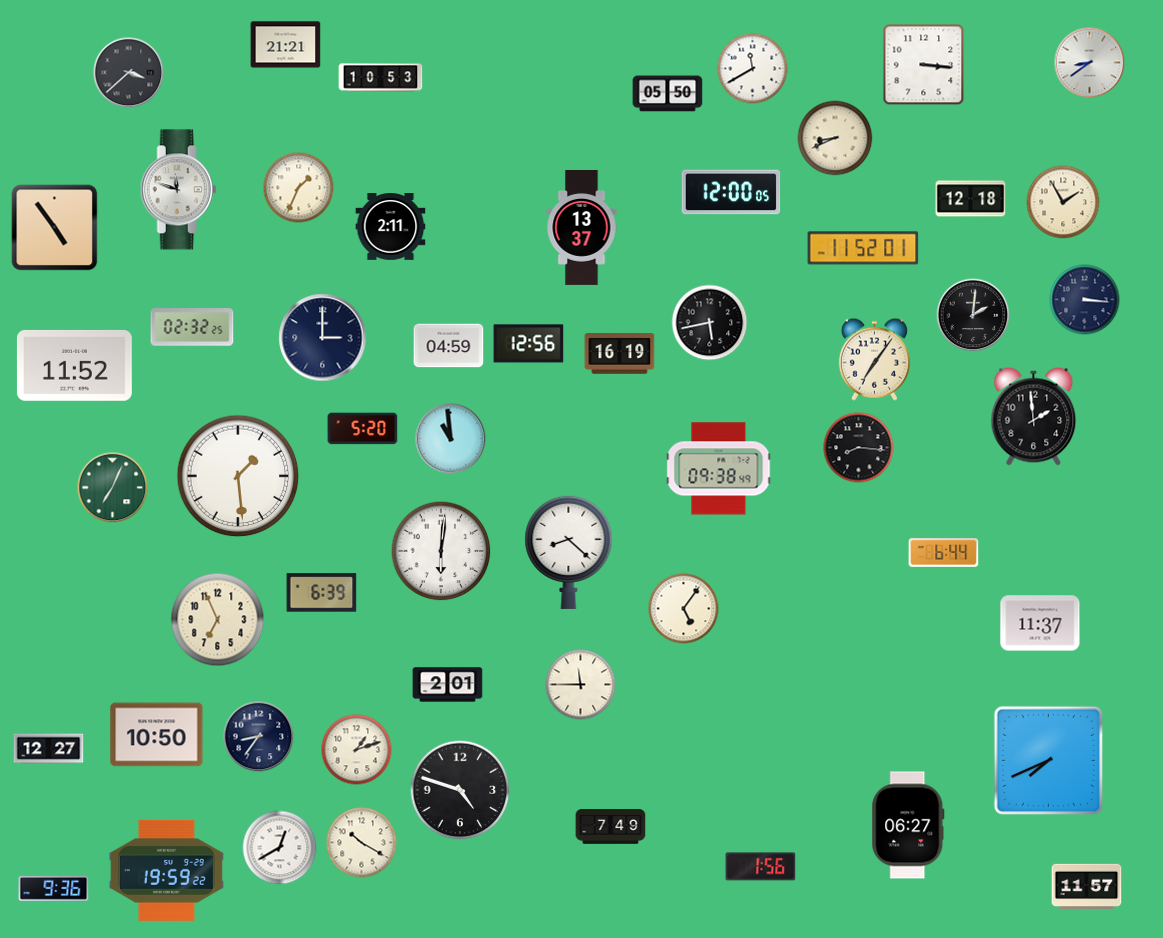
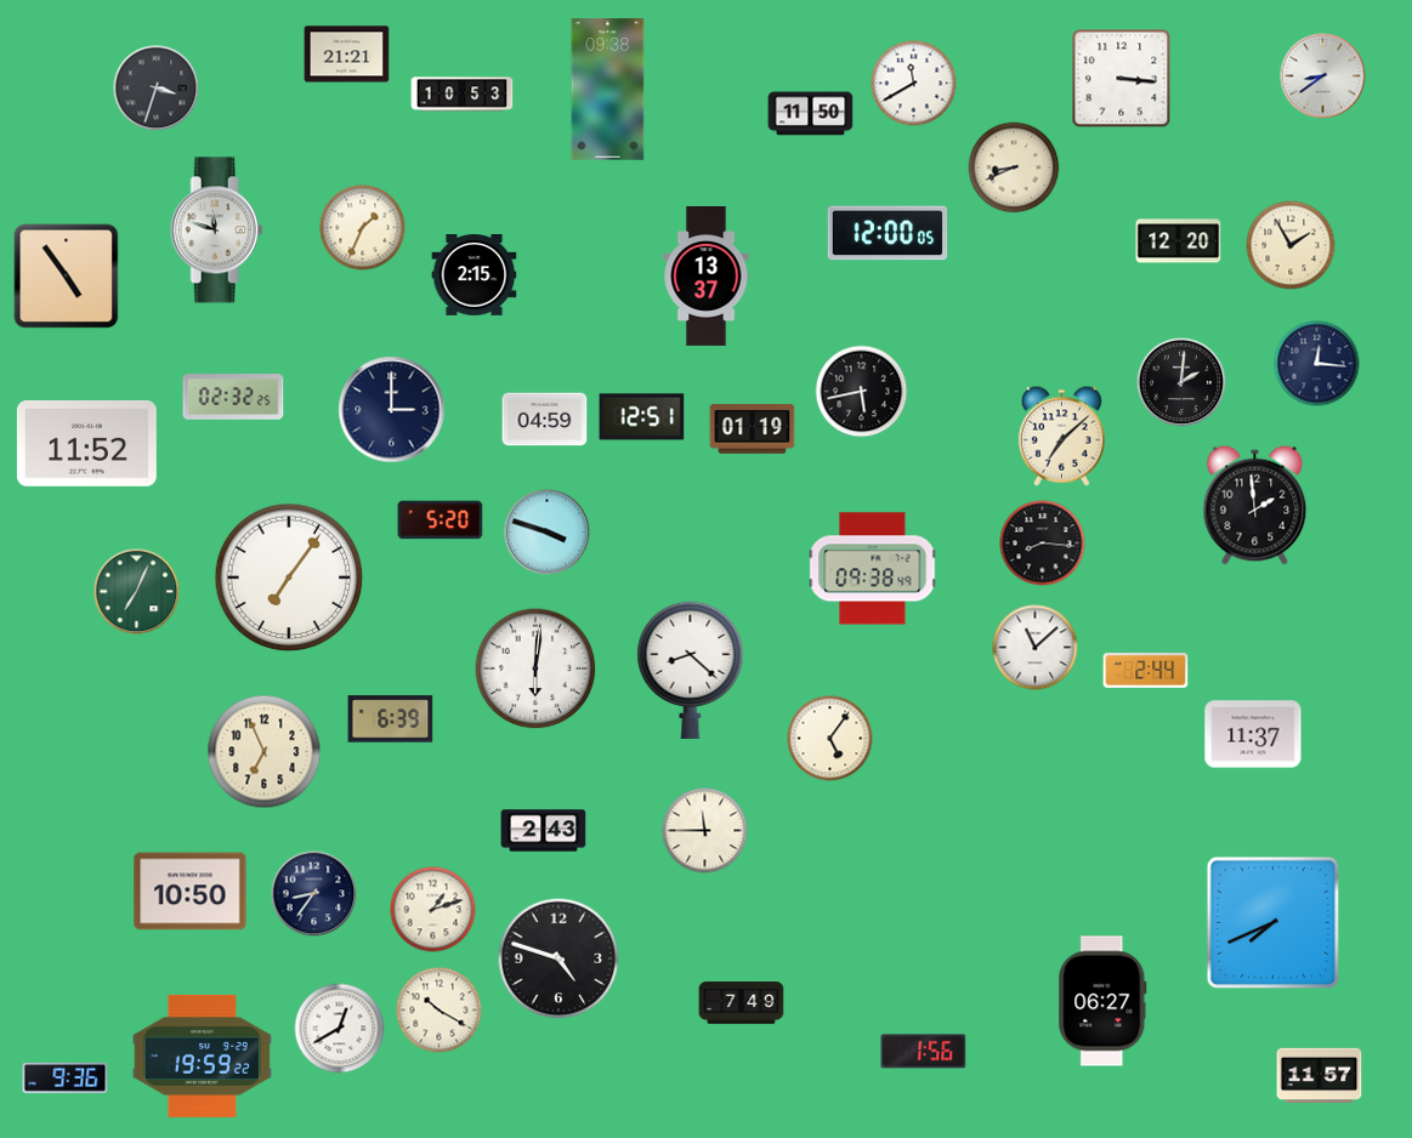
clock at (129, 73): 3:38 -> 3:33
clock at (608, 90): none -> 09:38
clock at (668, 94): 05:50 -> 11:50
clock at (971, 199): 12:18 -> 12:20
clock at (391, 227): 2:11 -> 2:15
clock at (863, 248): 11:52 -> none
clock at (1085, 300): 3:16 -> 12:16
clock at (529, 344): 12:56 -> 12:51
clock at (620, 354): 16:19 -> 01:19
clock at (874, 359): 7:06 -> 7:08
clock at (74, 365) position: (74, 365) -> (86, 443)
clock at (451, 439): 10:59 -> 3:48
clock at (238, 476): 1:29 -> 7:06
clock at (1036, 648): none -> 11:08
clock at (944, 553): 6:44 -> 2:44
clock at (1040, 623) position: (1040, 623) -> (1253, 734)
clock at (448, 685): 2:01 -> 2:43
clock at (49, 749): 12:27 -> none
clock at (362, 843) position: (362, 843) -> (440, 1011)
